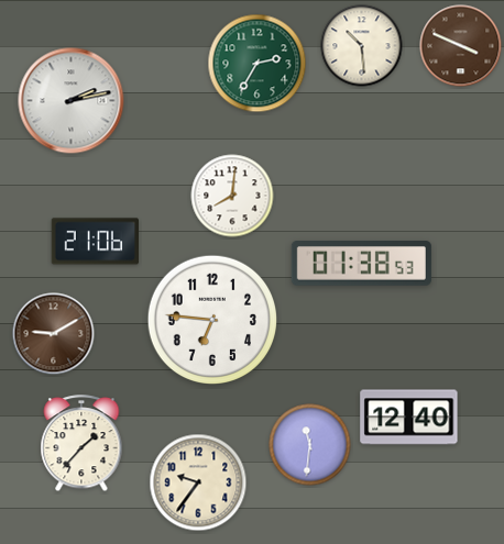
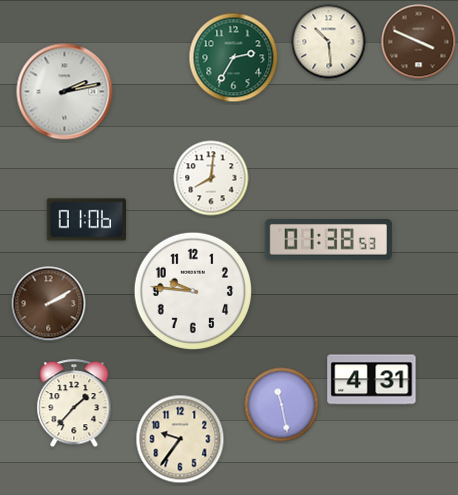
clock at (96, 242): 21:06 -> 01:06
clock at (212, 320): 6:46 -> 9:46
clock at (54, 334): 9:10 -> 2:10
clock at (409, 418): 12:40 -> 4:31
clock at (310, 445): 11:31 -> 11:28
